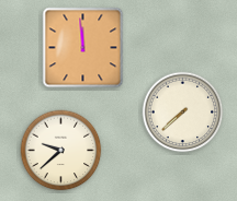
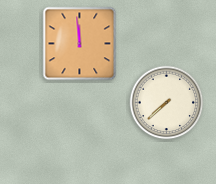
clock at (83, 48) position: (83, 48) -> (80, 44)
clock at (61, 151): 9:38 -> none
